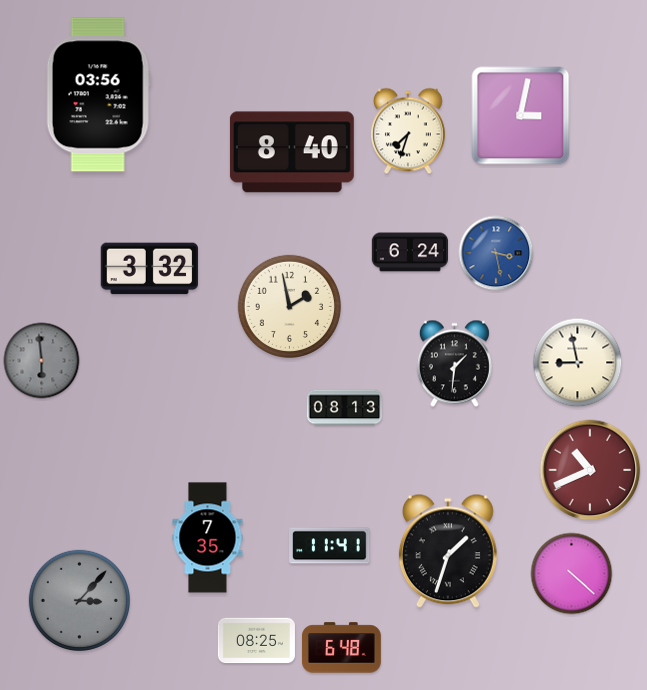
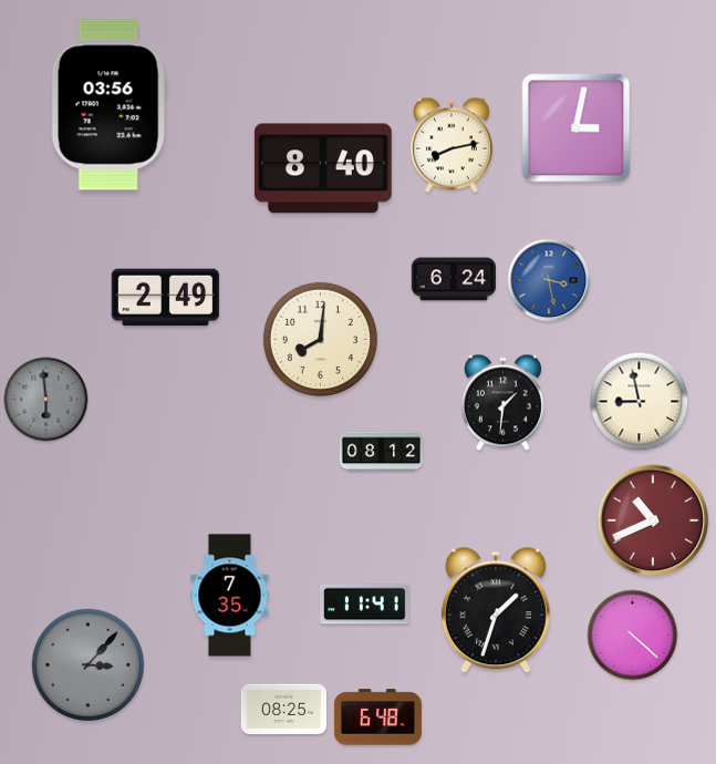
clock at (408, 131): 7:33 -> 8:13
clock at (149, 269): 3:32 -> 2:49
clock at (289, 306): 1:58 -> 8:01
clock at (345, 408): 08:13 -> 08:12
